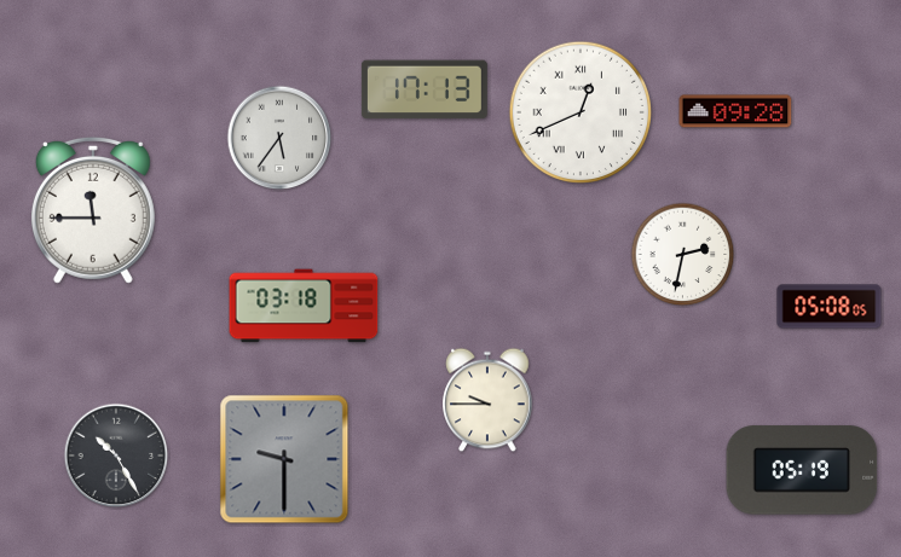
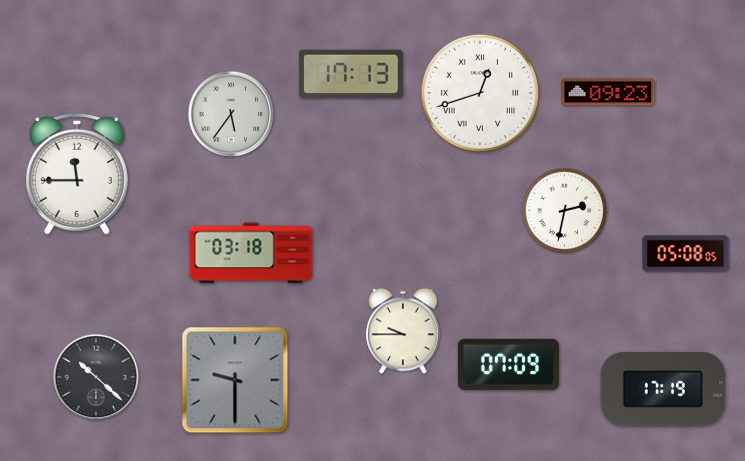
clock at (579, 111): 12:41 -> 12:42
clock at (735, 111): 09:28 -> 09:23
clock at (508, 364): none -> 07:09
clock at (116, 456): 10:25 -> 10:22
clock at (802, 470): 05:19 -> 17:19
